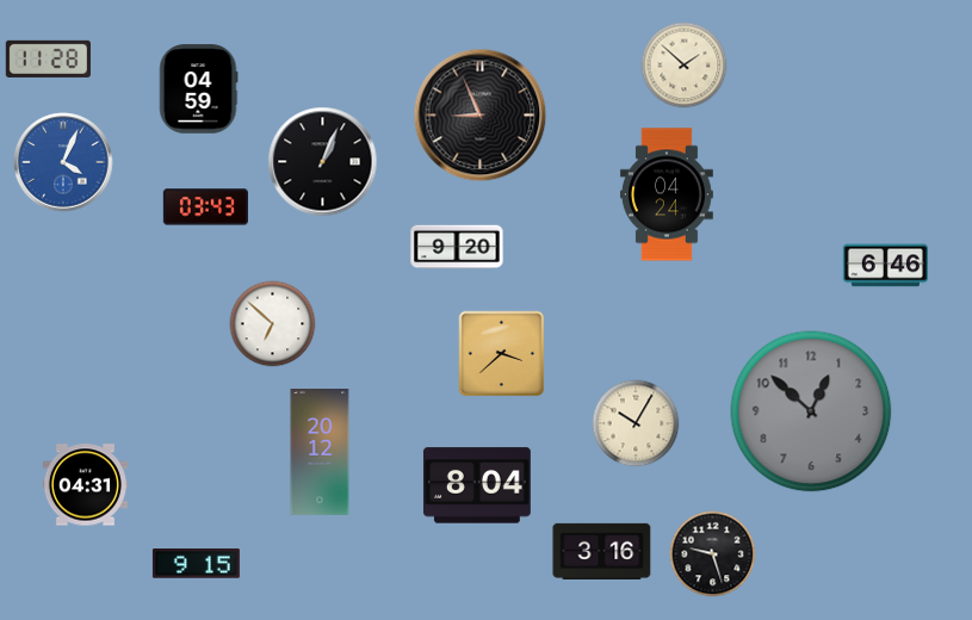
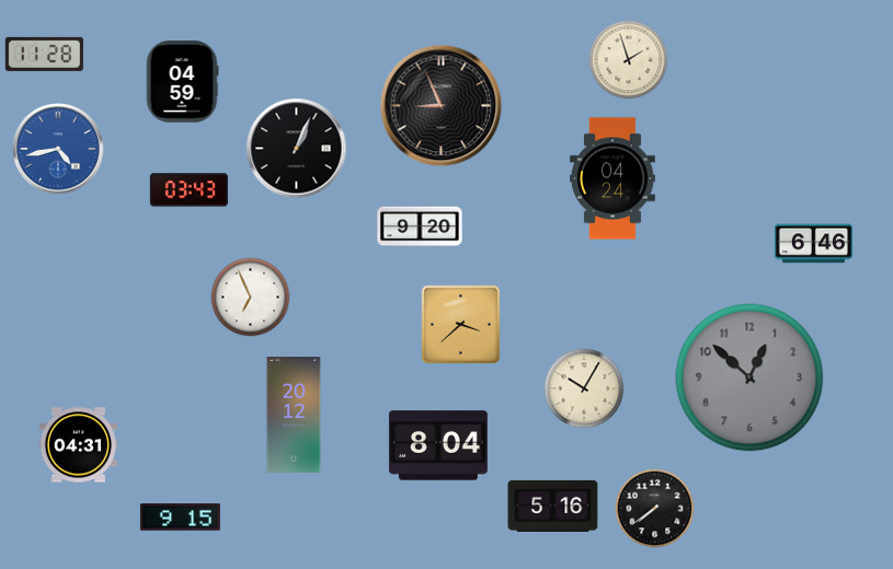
clock at (685, 66): 1:52 -> 1:57
clock at (63, 162): 4:04 -> 4:43
clock at (273, 324): 6:52 -> 6:56
clock at (811, 411) position: (811, 411) -> (749, 378)
clock at (602, 551): 3:16 -> 5:16
clock at (713, 554): 9:27 -> 7:39
